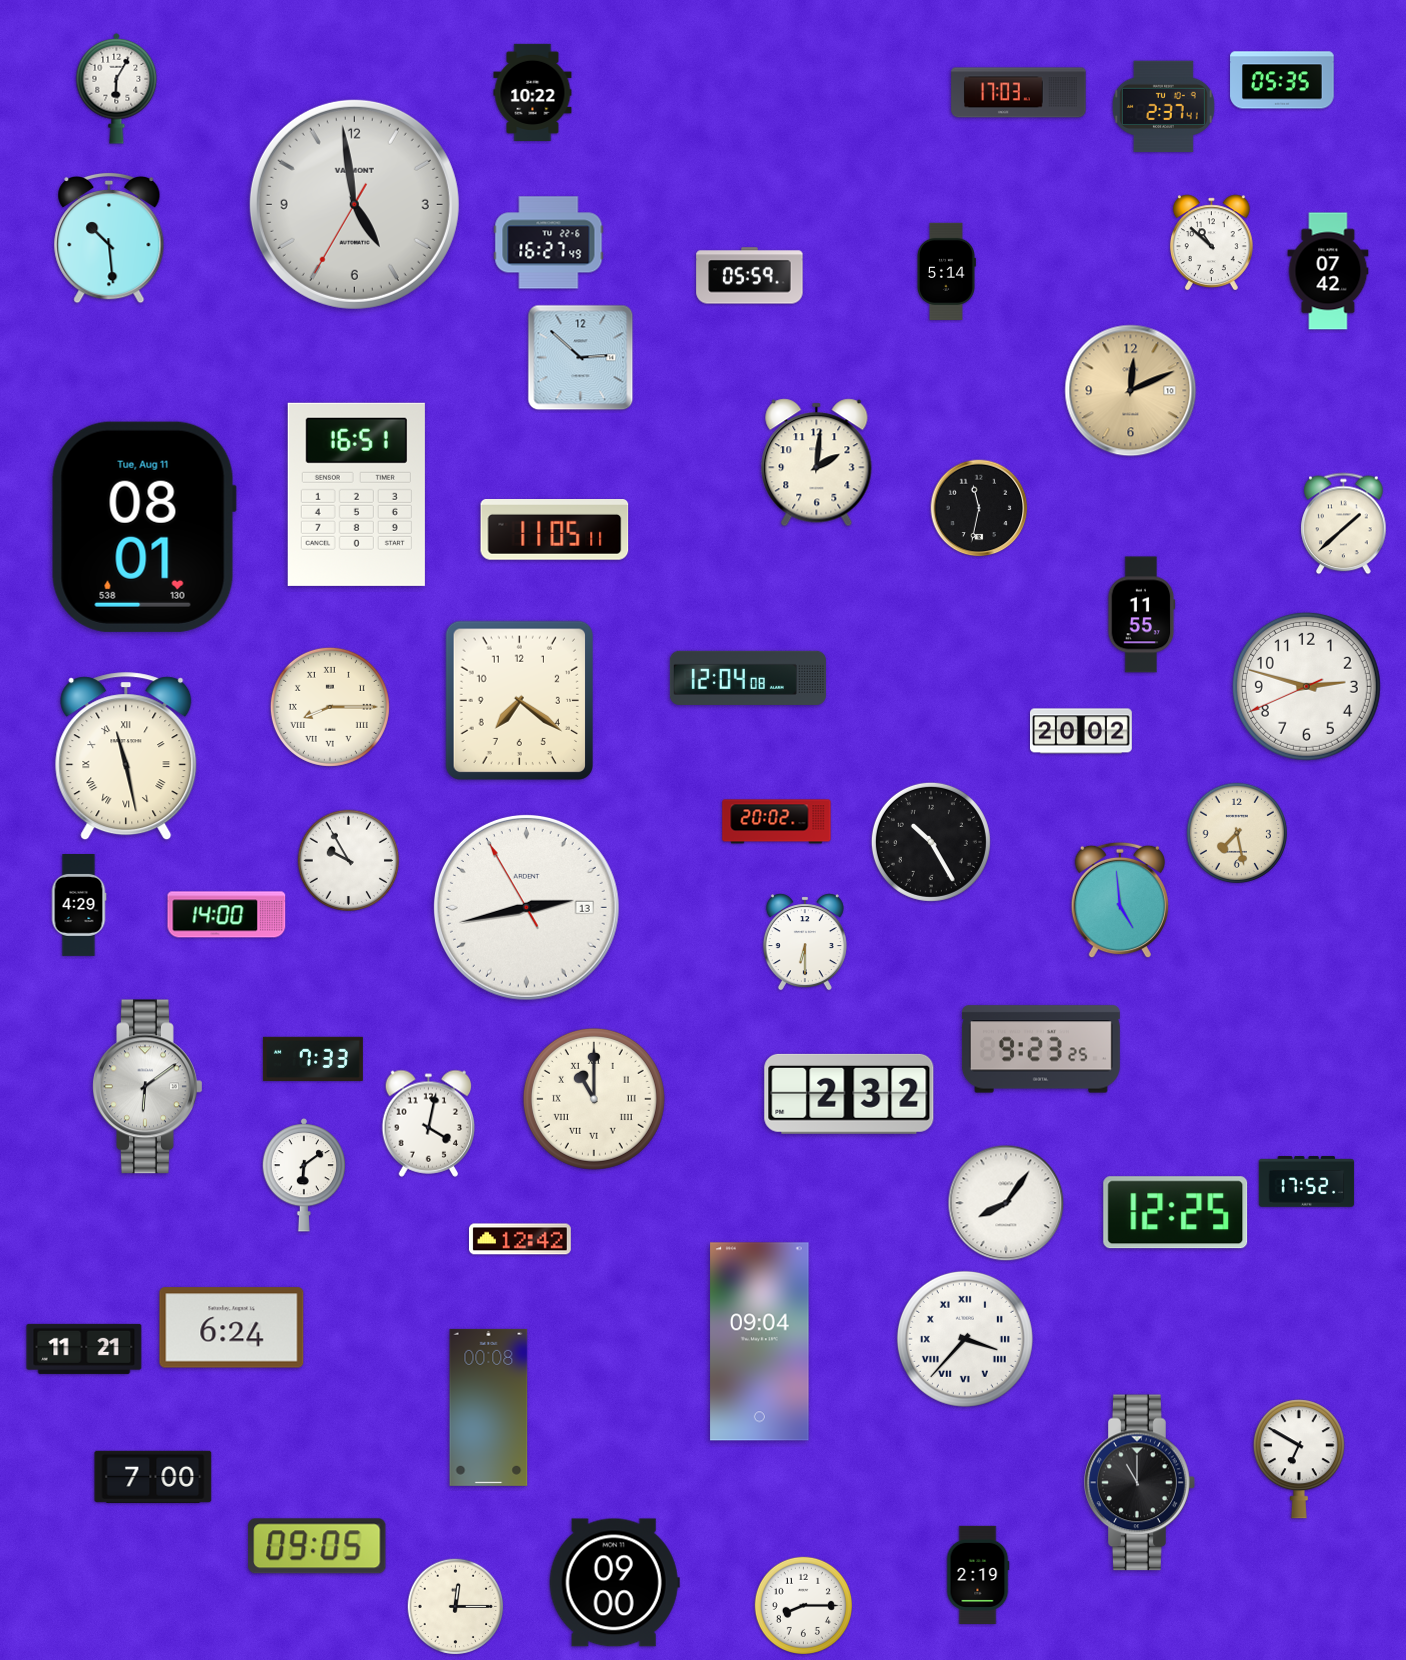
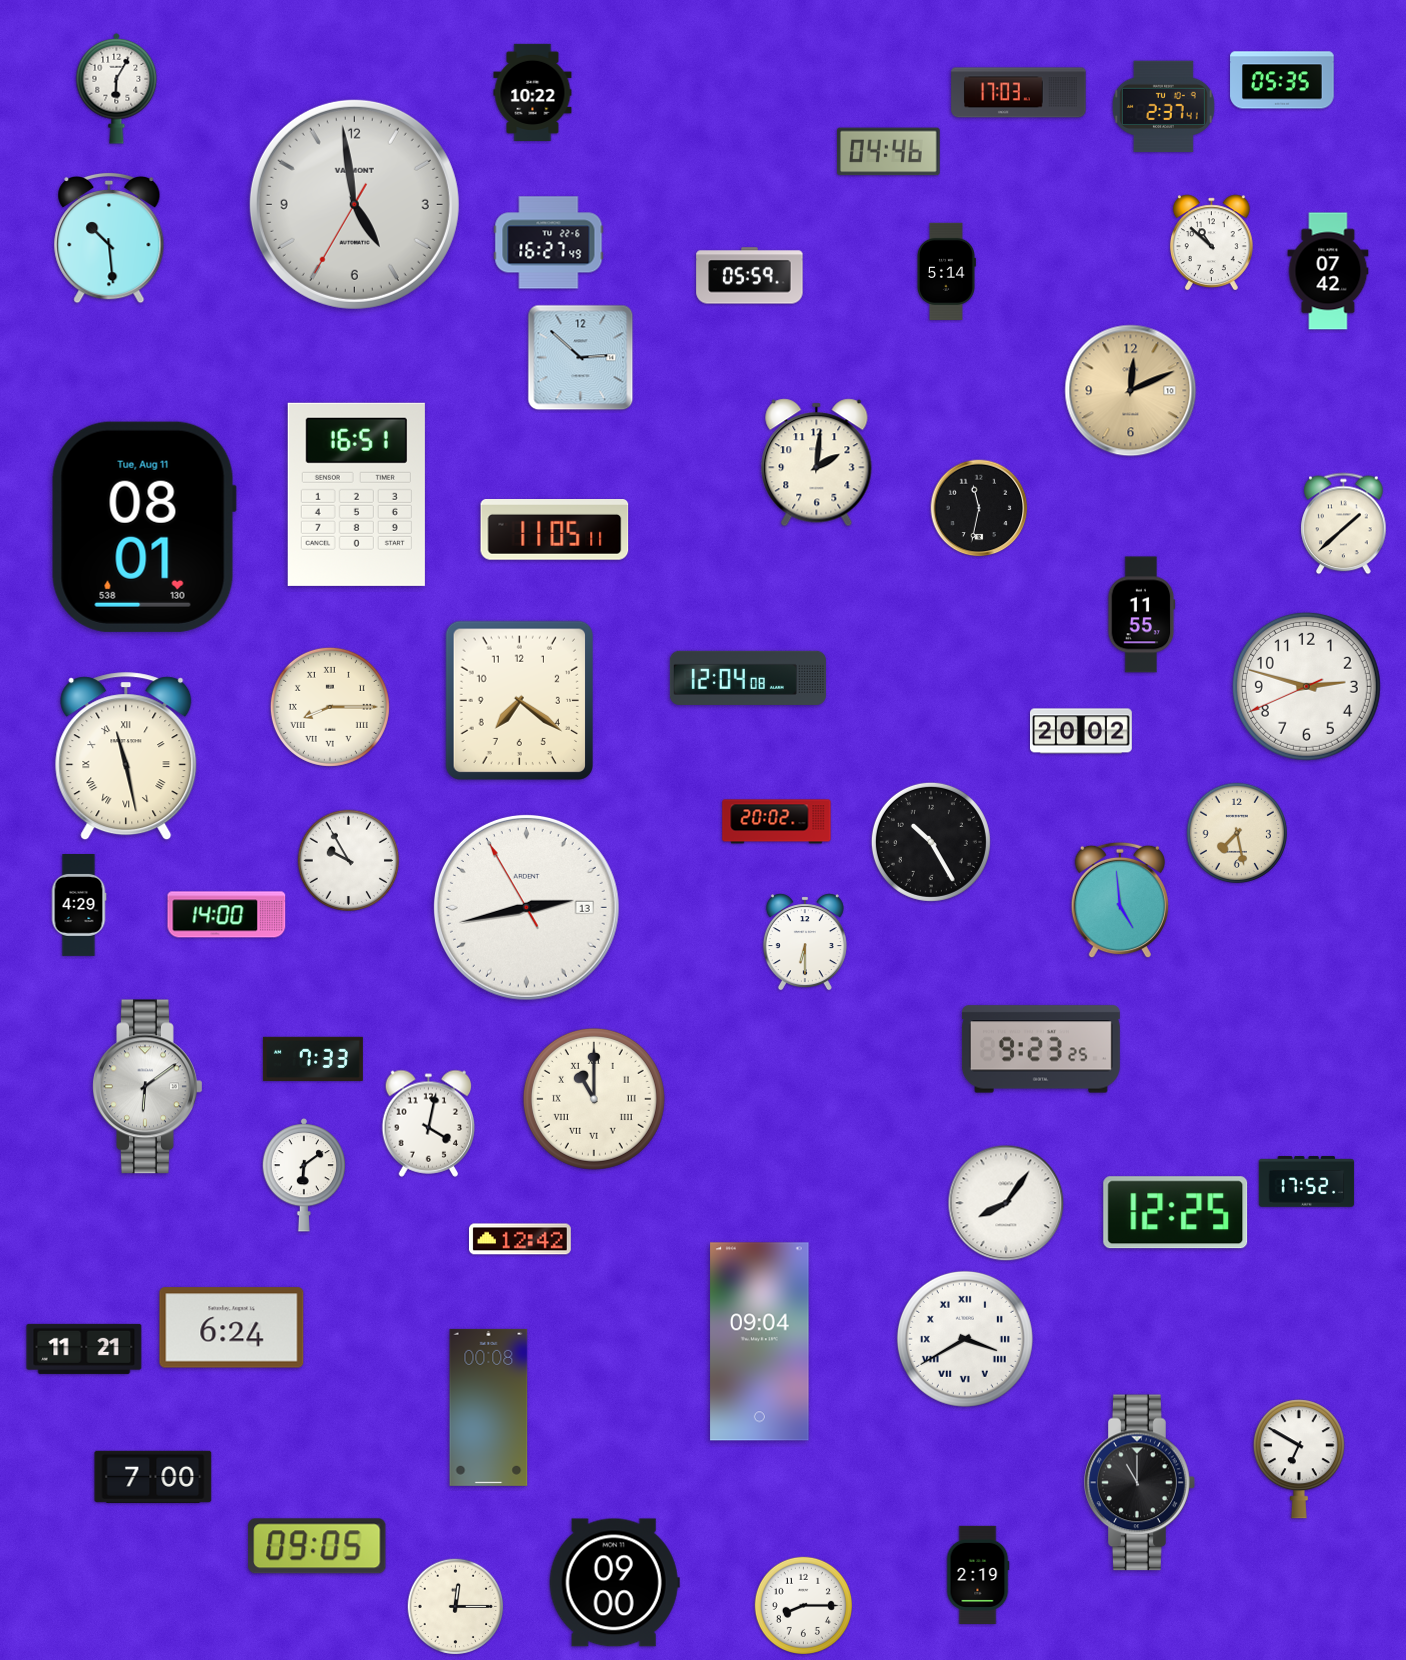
clock at (889, 152): none -> 04:46
clock at (849, 1094): 2:32 -> none
clock at (965, 1339): 3:37 -> 3:40
